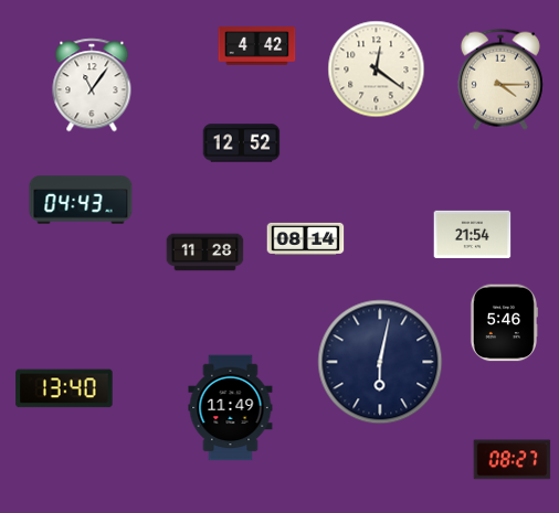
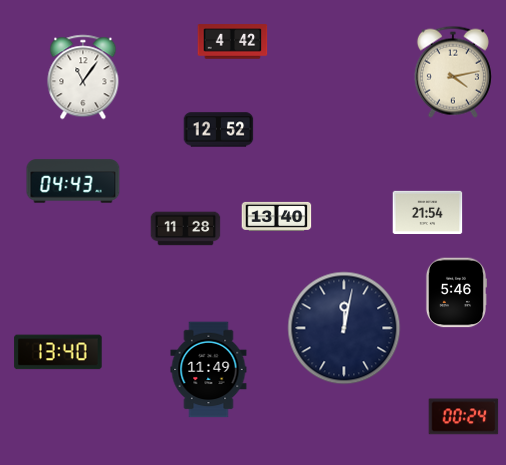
clock at (377, 70): 12:21 -> none
clock at (500, 79): 4:15 -> 4:13
clock at (306, 238): 08:14 -> 13:40
clock at (380, 362): 6:02 -> 12:02
clock at (513, 460): 08:27 -> 00:24
